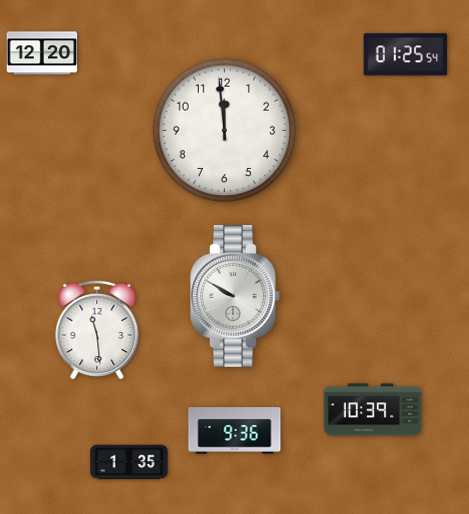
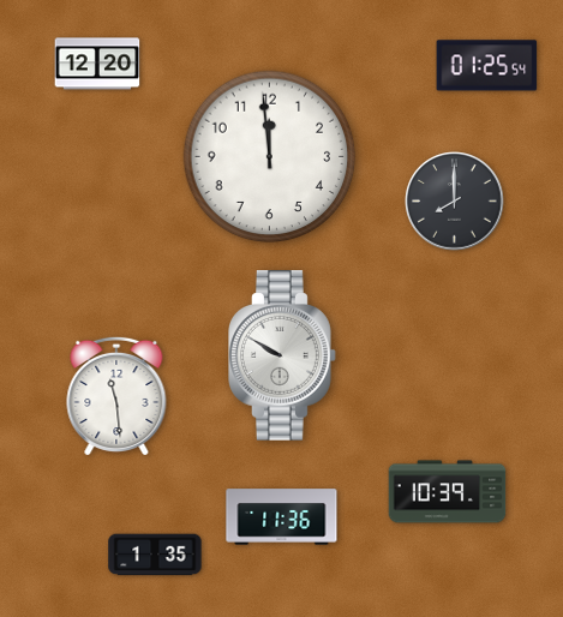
clock at (42, 53) position: (42, 53) -> (97, 64)
clock at (455, 202): none -> 8:00
clock at (235, 431): 9:36 -> 11:36
